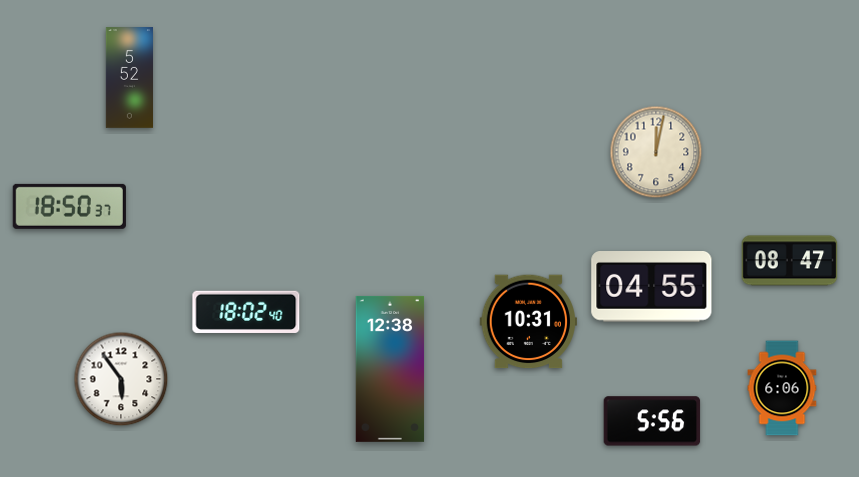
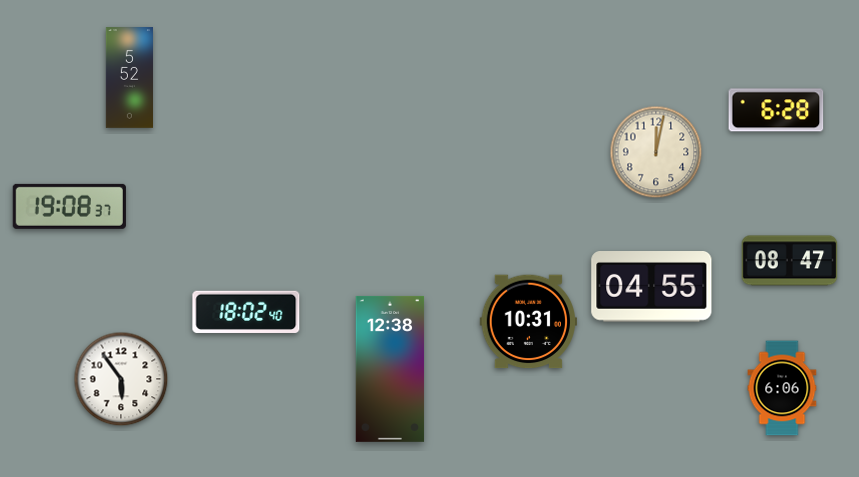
clock at (776, 110): none -> 6:28
clock at (69, 206): 18:50 -> 19:08
clock at (652, 421): 5:56 -> none
